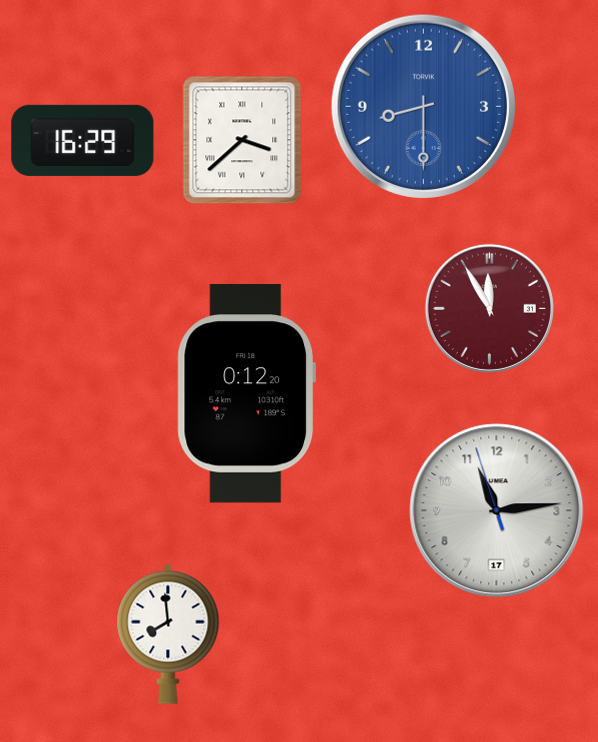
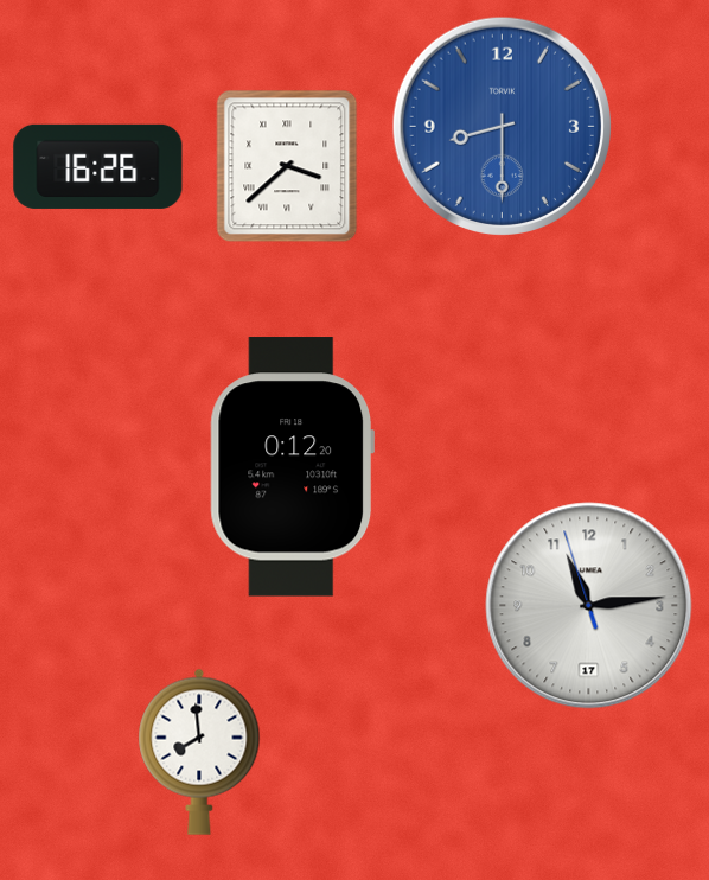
clock at (83, 140): 16:29 -> 16:26
clock at (489, 308): 11:55 -> none
